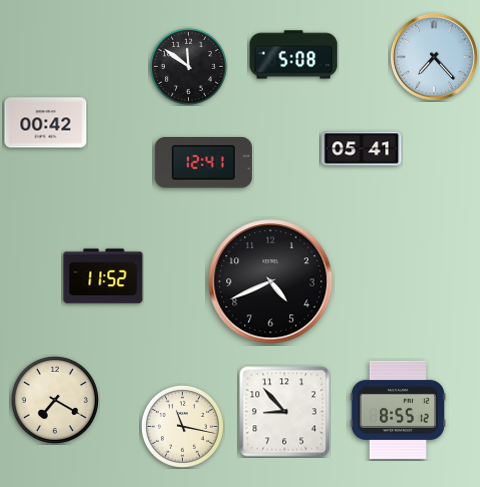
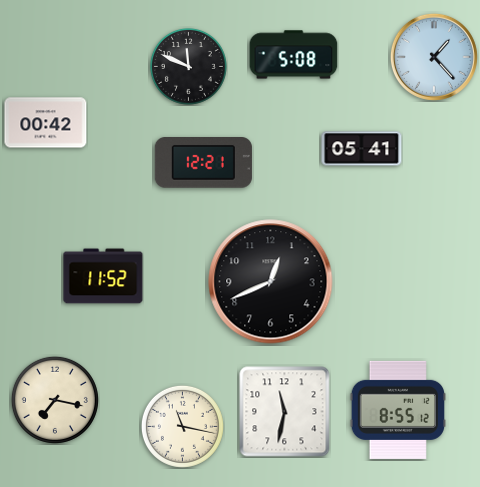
clock at (434, 57): 7:23 -> 1:23
clock at (188, 66): 11:51 -> 11:49
clock at (203, 163): 12:41 -> 12:21
clock at (271, 282): 4:41 -> 12:41
clock at (55, 400): 7:20 -> 7:17
clock at (285, 412): 8:53 -> 11:32
